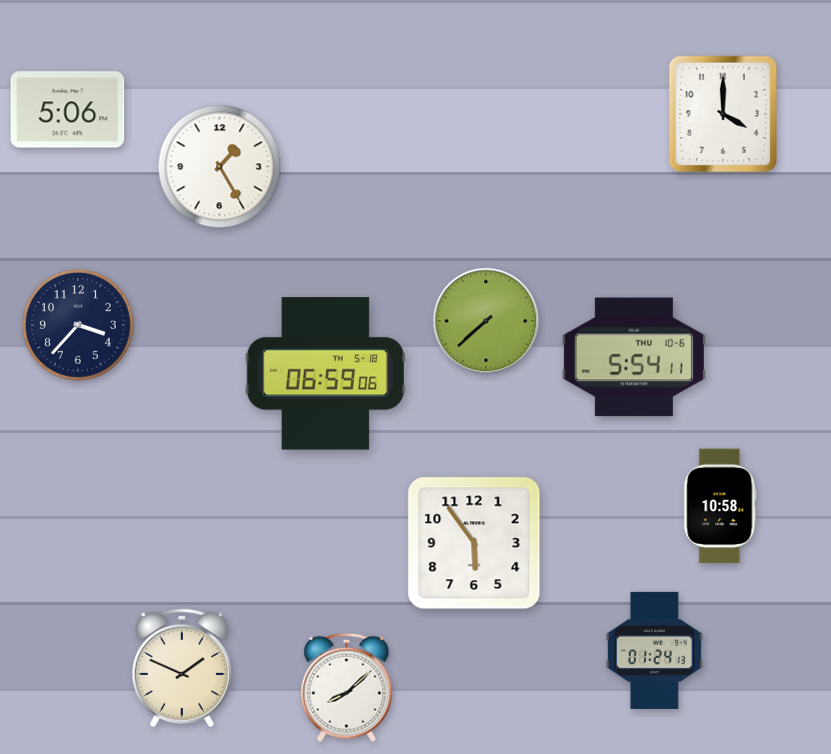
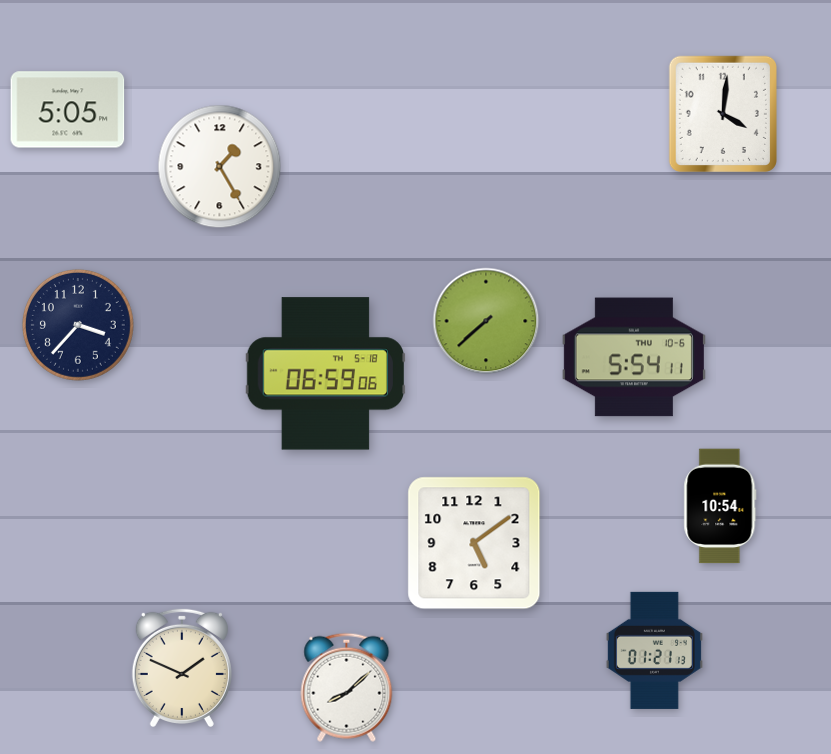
clock at (68, 110): 5:06 -> 5:05
clock at (723, 114): 4:00 -> 4:01
clock at (720, 506): 10:58 -> 10:54
clock at (474, 543): 5:54 -> 5:09
clock at (654, 650): 01:24 -> 01:21
